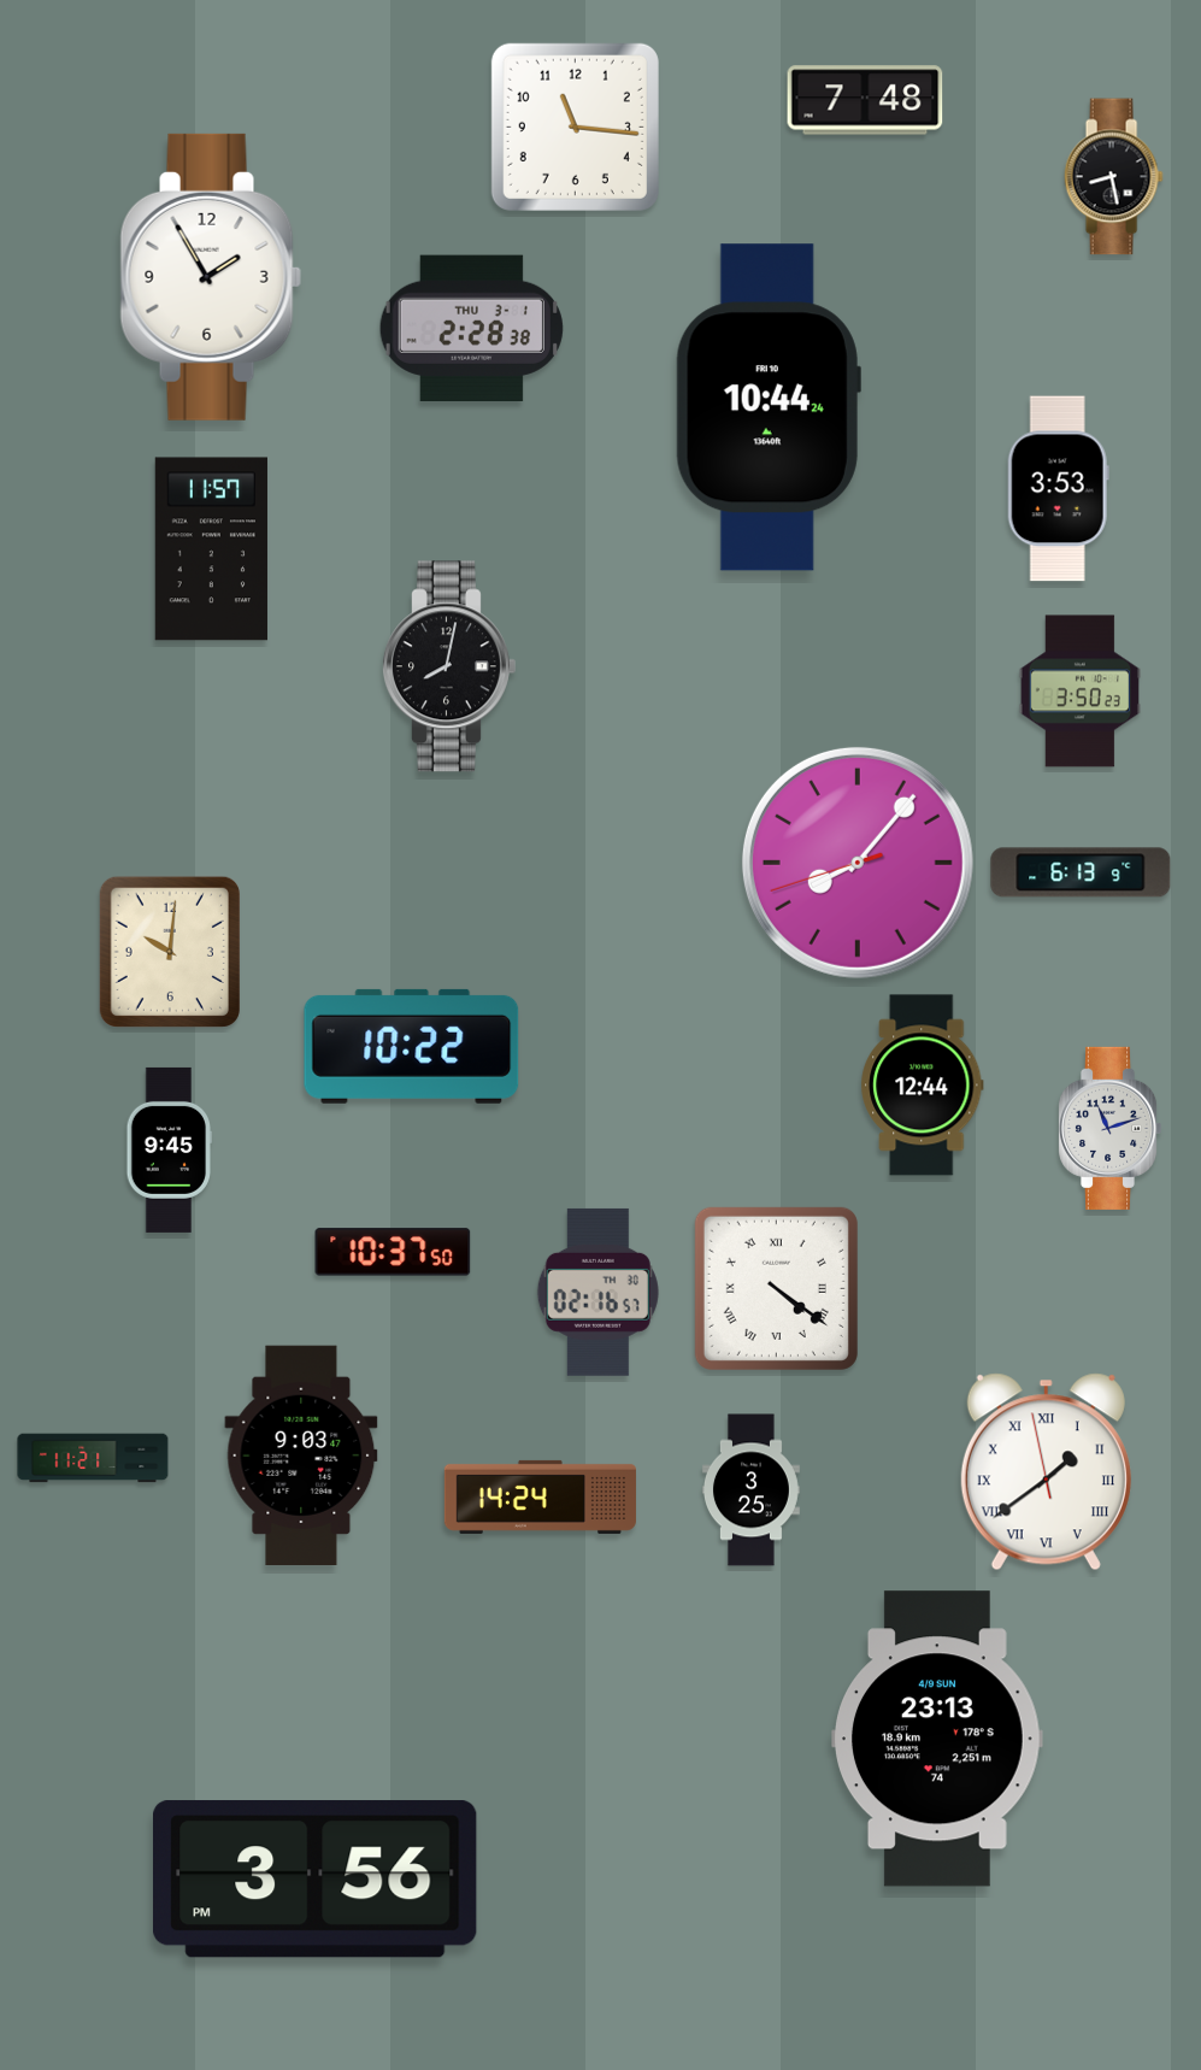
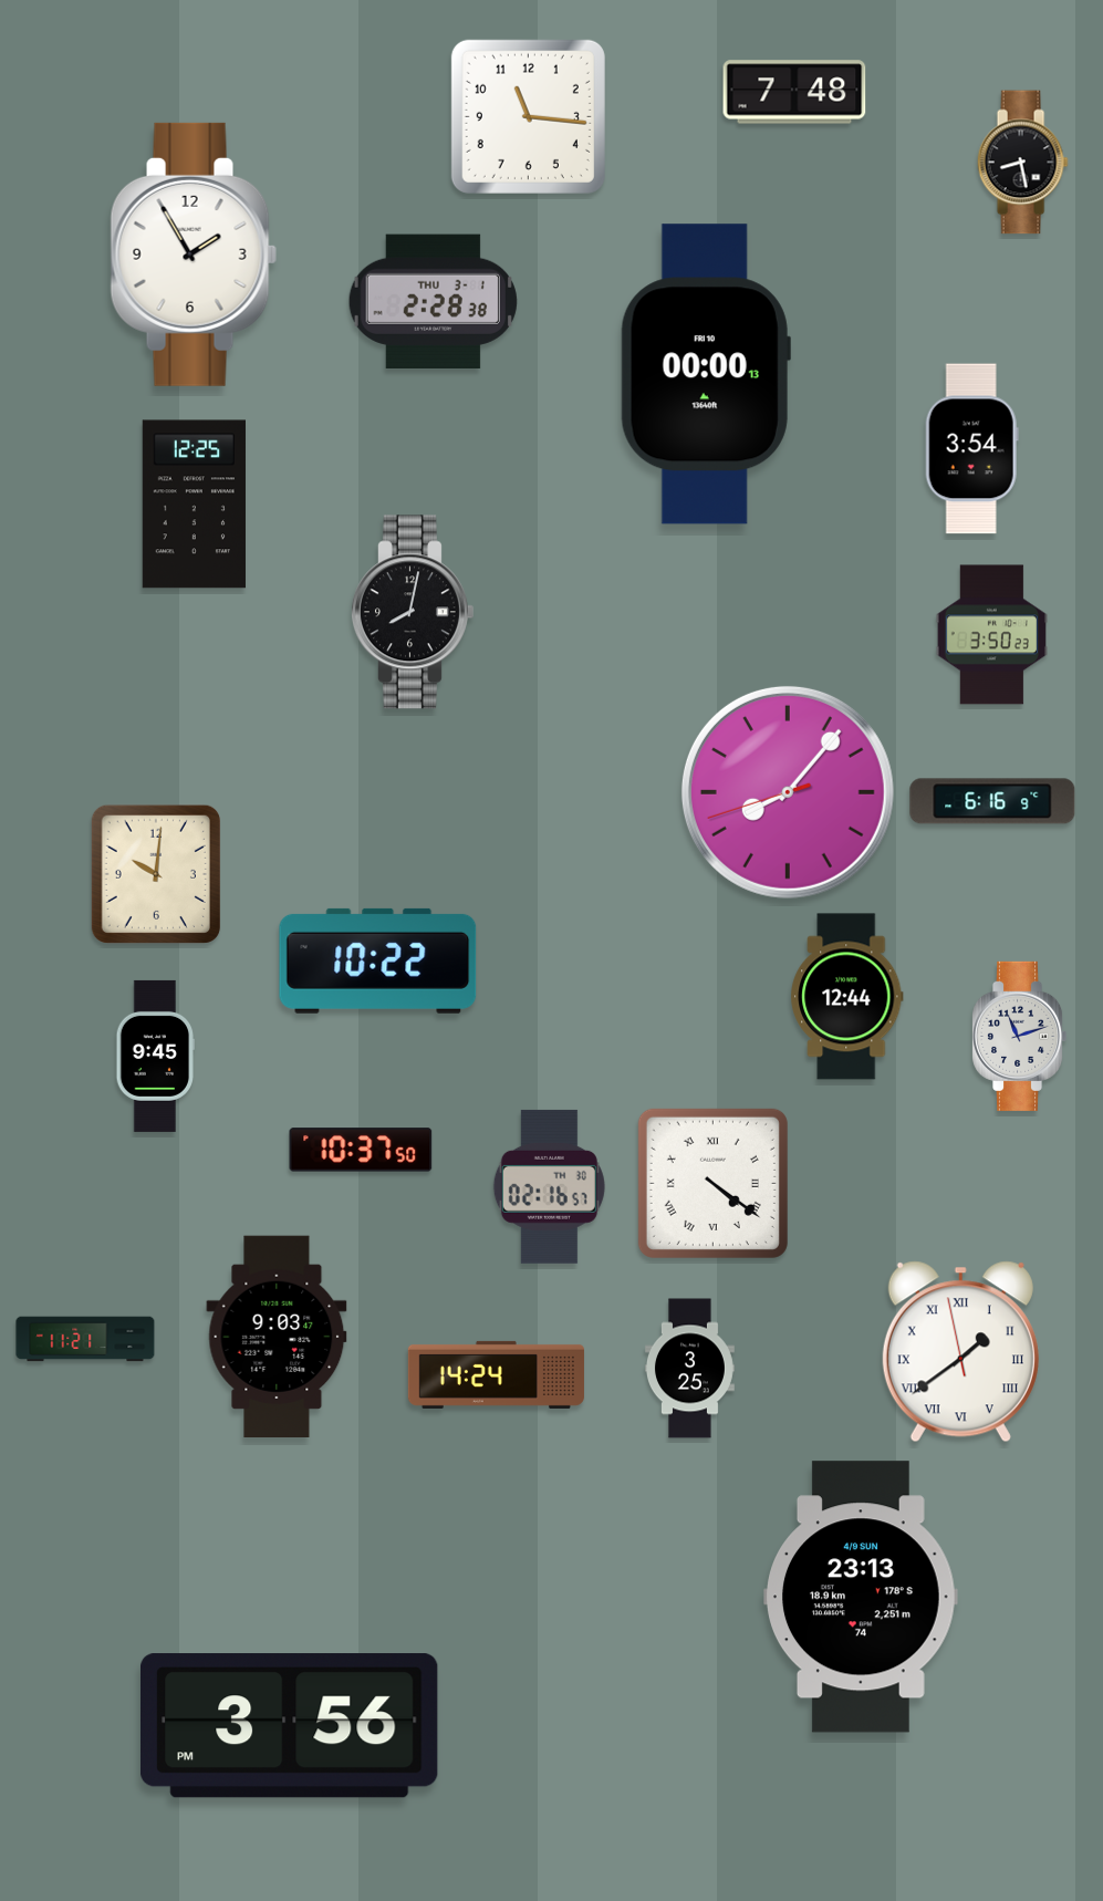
clock at (769, 407): 10:44 -> 00:00
clock at (1058, 489): 3:53 -> 3:54
clock at (211, 549): 11:57 -> 12:25
clock at (1081, 872): 6:13 -> 6:16
